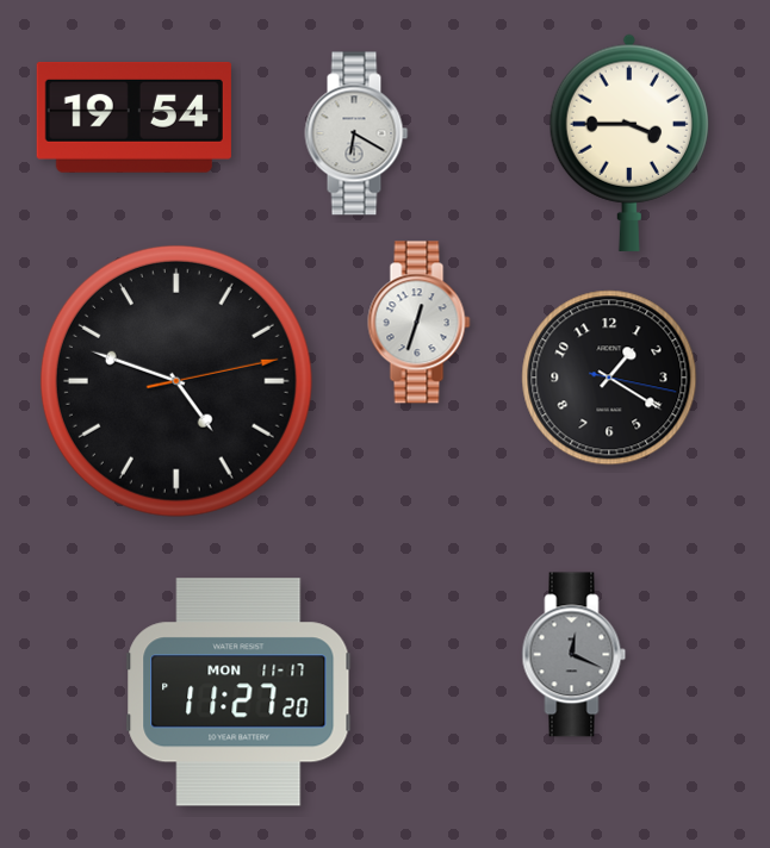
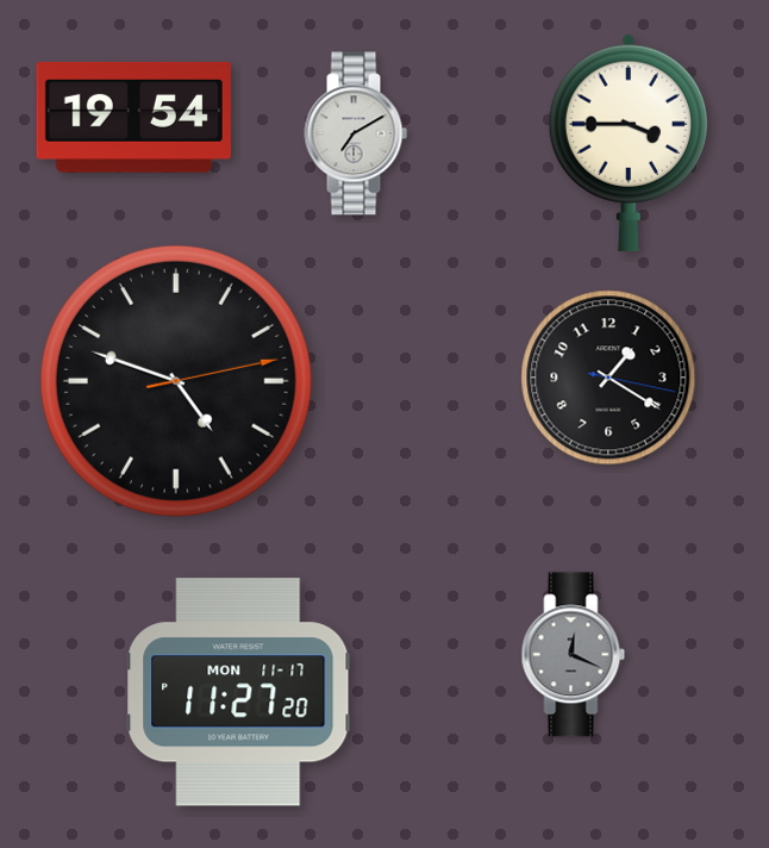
clock at (356, 133): 6:20 -> 7:10
clock at (420, 323): 12:33 -> none
